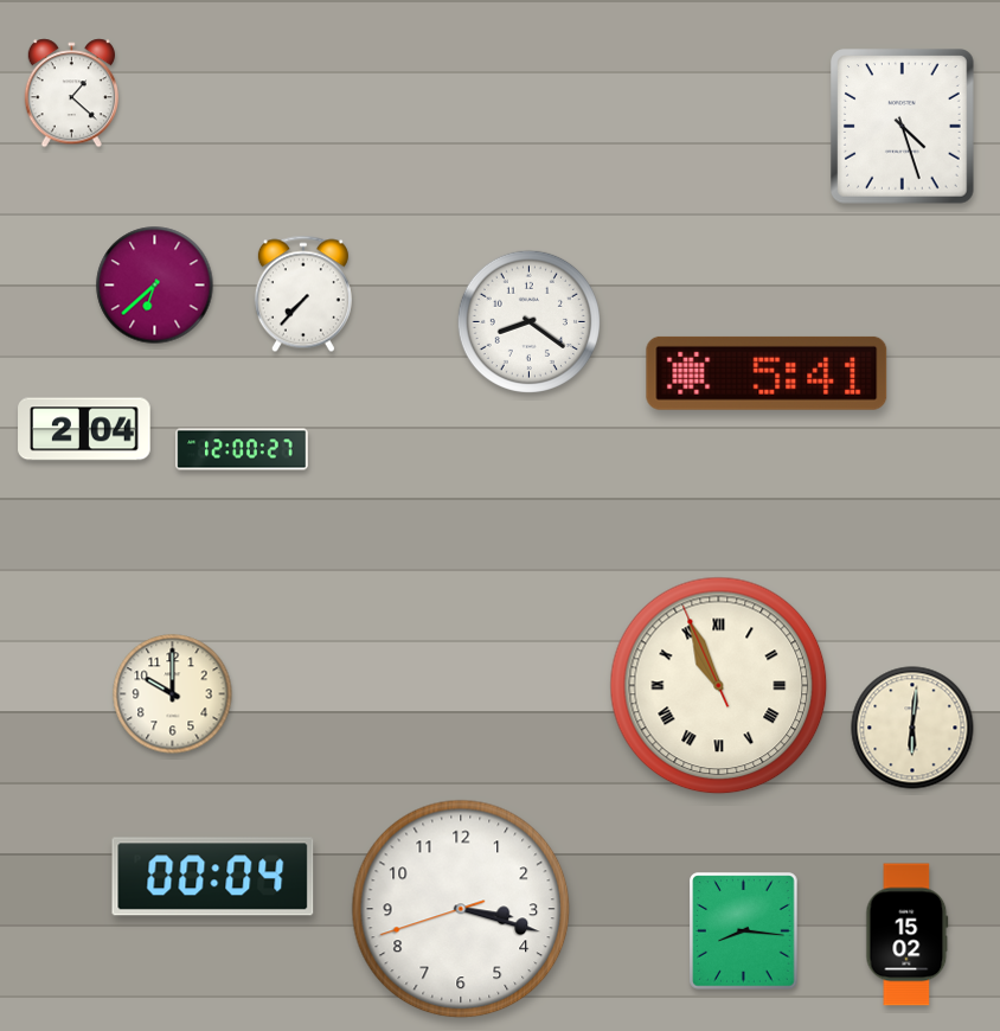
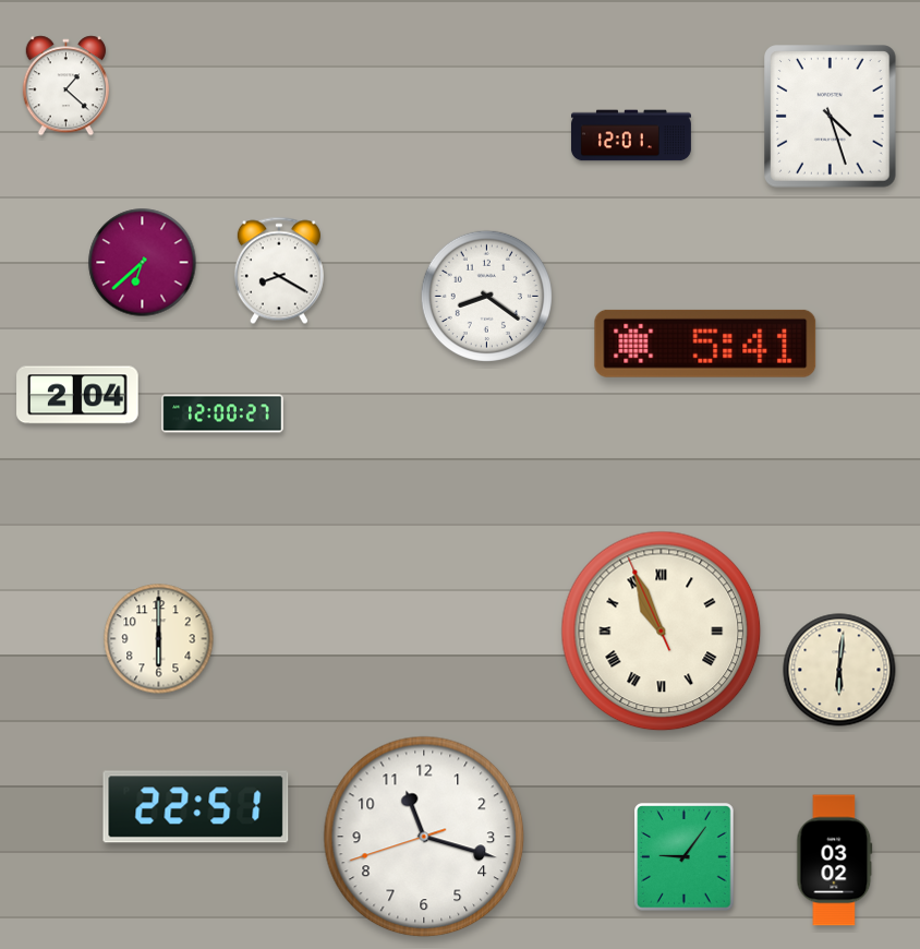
clock at (631, 135): none -> 12:01
clock at (303, 294): 7:37 -> 8:20
clock at (173, 694): 10:00 -> 6:00
clock at (213, 877): 00:04 -> 22:51
clock at (461, 909): 3:17 -> 11:17
clock at (744, 931): 8:16 -> 9:06
clock at (908, 935): 15:02 -> 03:02
